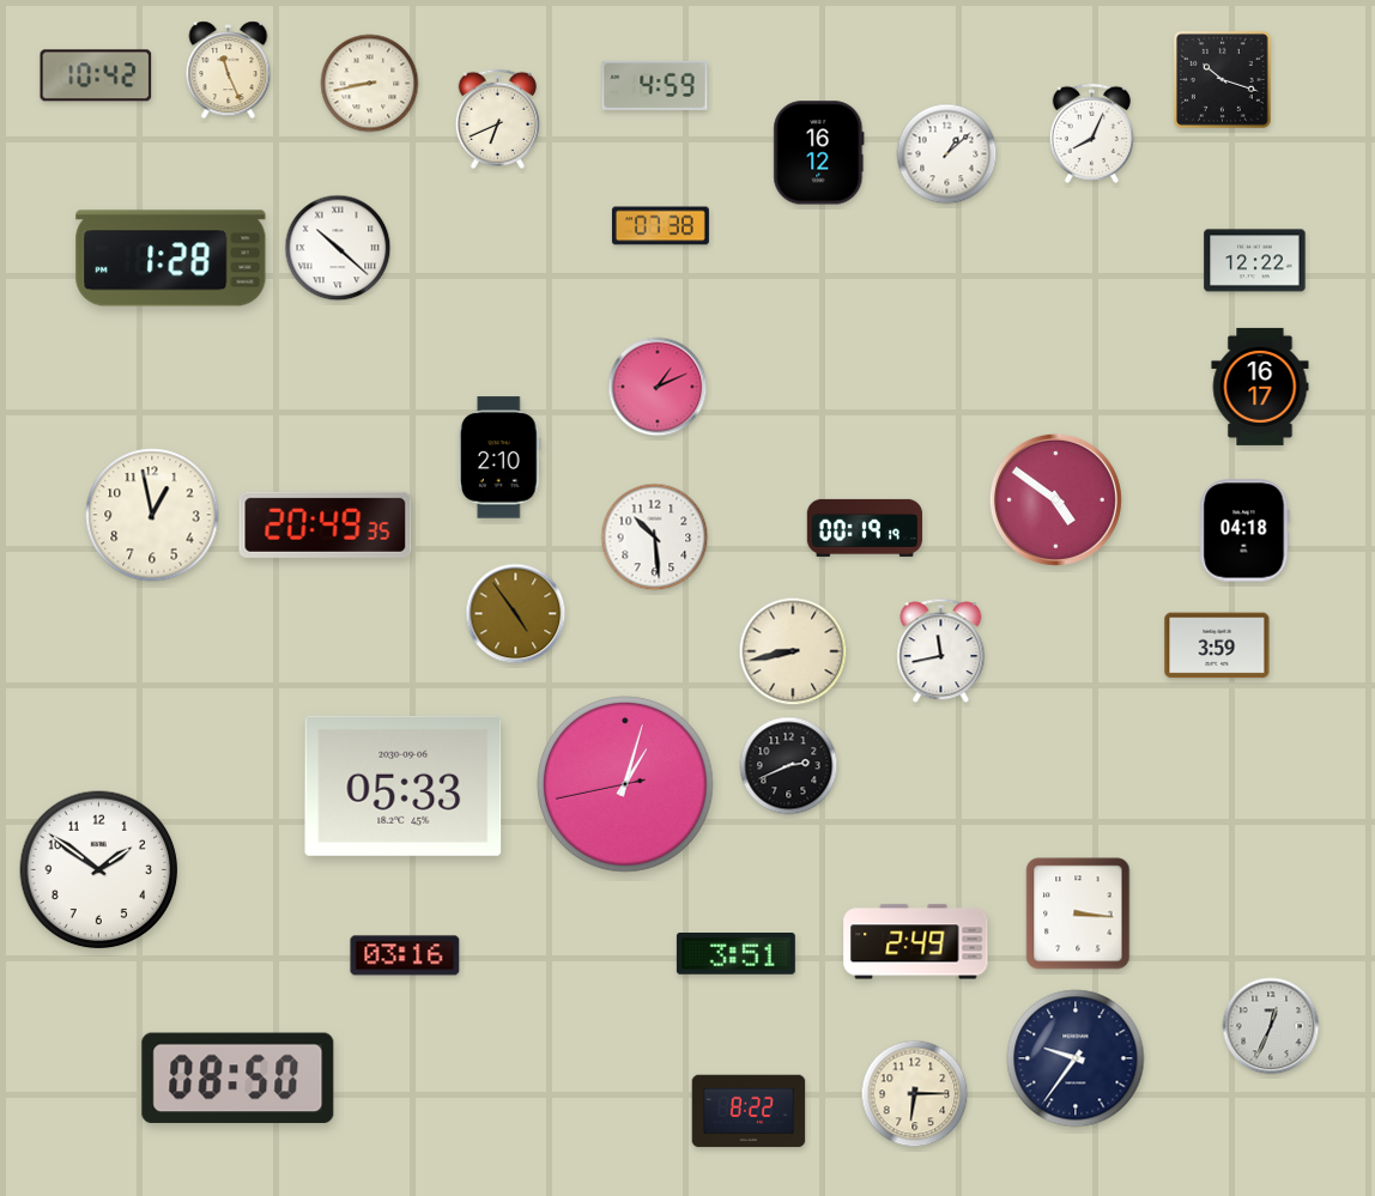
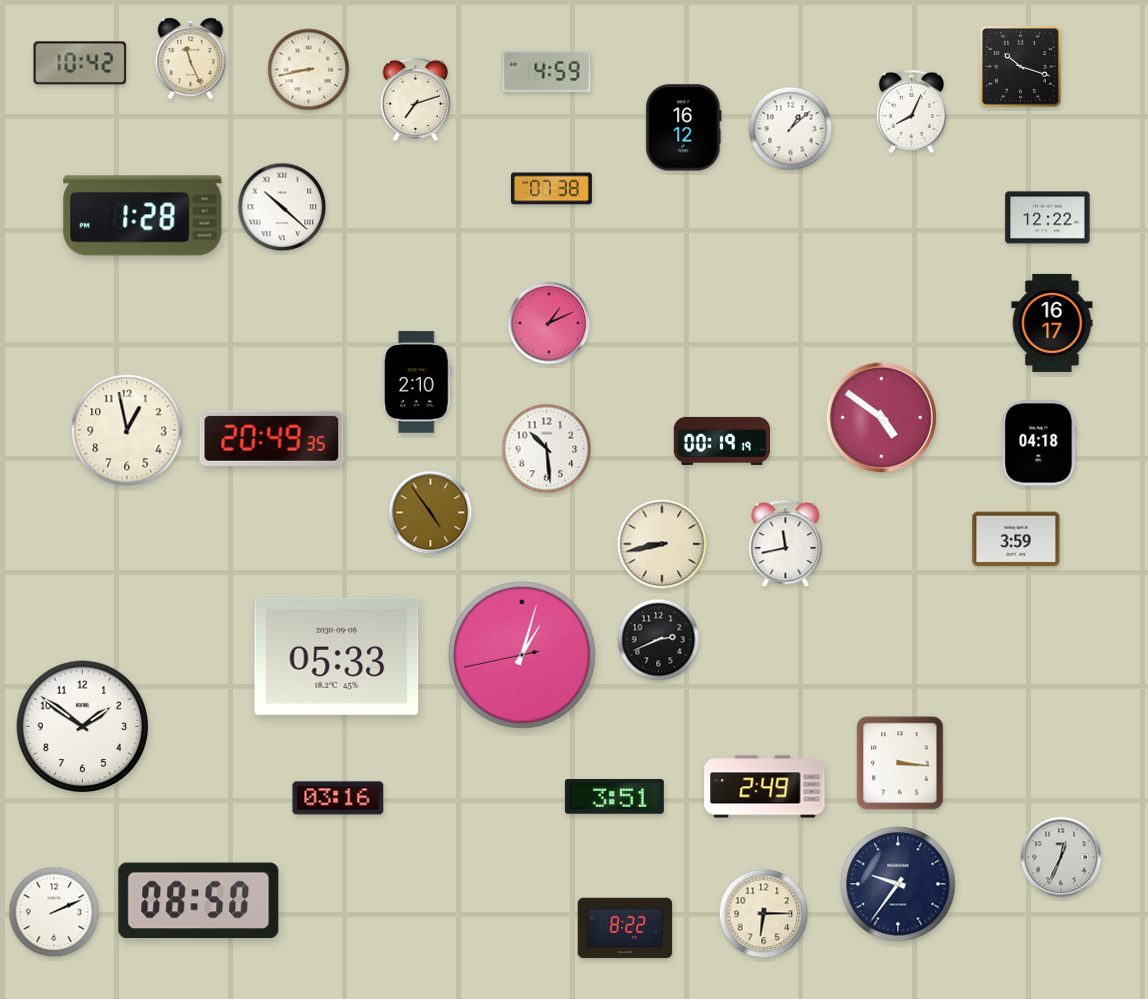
clock at (498, 119): 6:41 -> 7:12
clock at (54, 912): none -> 2:11
